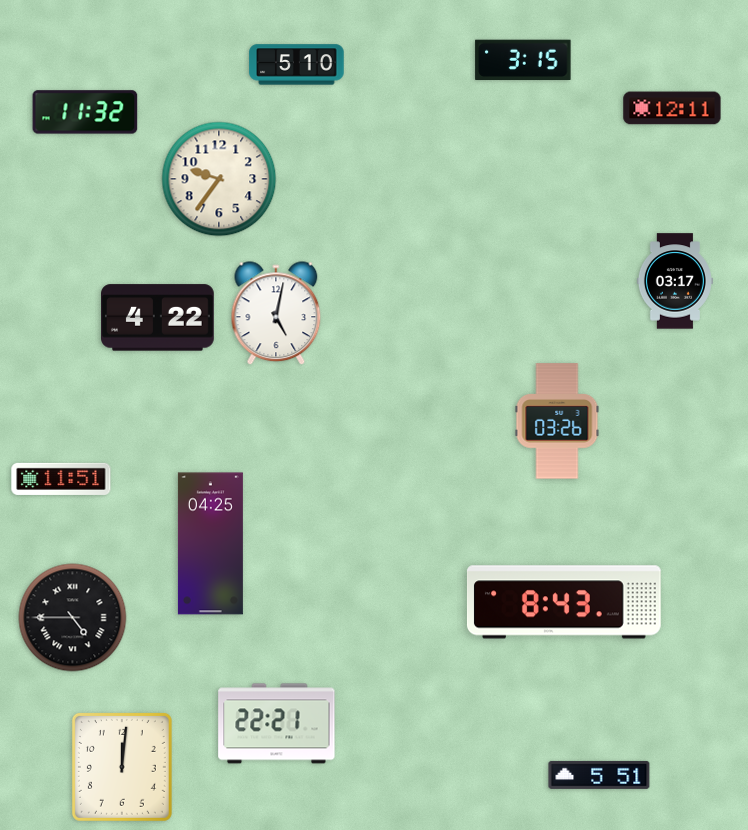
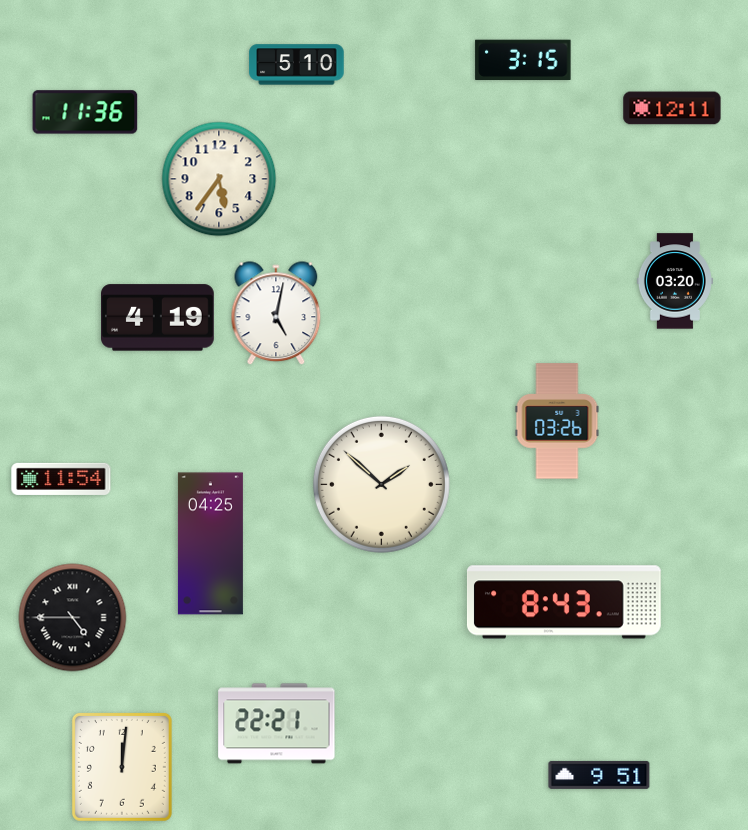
clock at (85, 112): 11:32 -> 11:36
clock at (219, 179): 9:36 -> 5:36
clock at (675, 281): 03:17 -> 03:20
clock at (158, 318): 4:22 -> 4:19
clock at (61, 479): 11:51 -> 11:54
clock at (381, 484): none -> 1:52
clock at (599, 775): 5:51 -> 9:51
